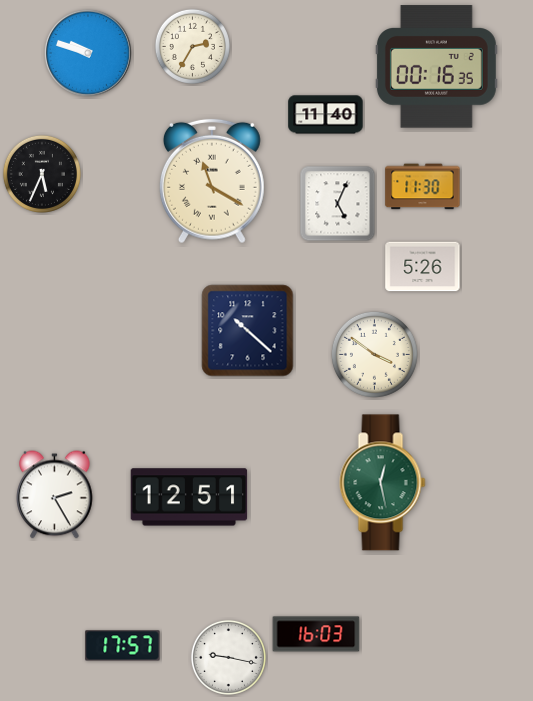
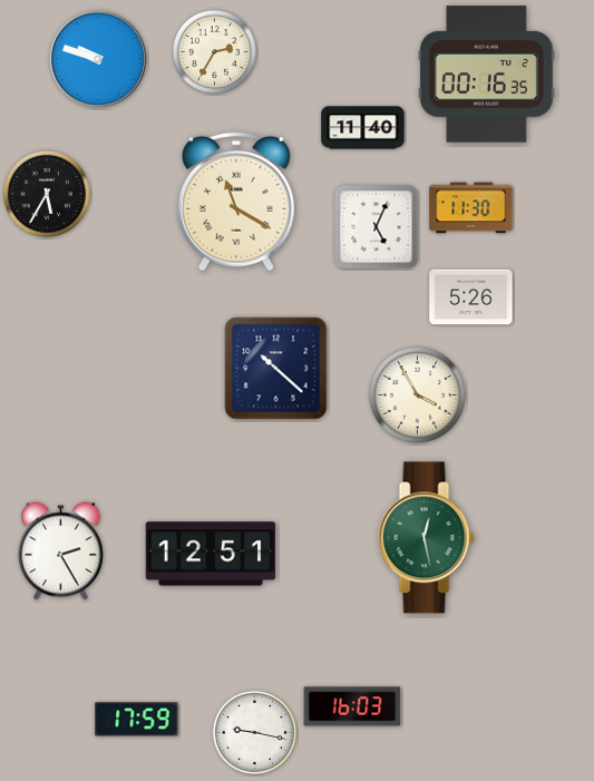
clock at (42, 174): 5:34 -> 5:35
clock at (374, 354): 3:51 -> 3:55
clock at (123, 646): 17:57 -> 17:59
